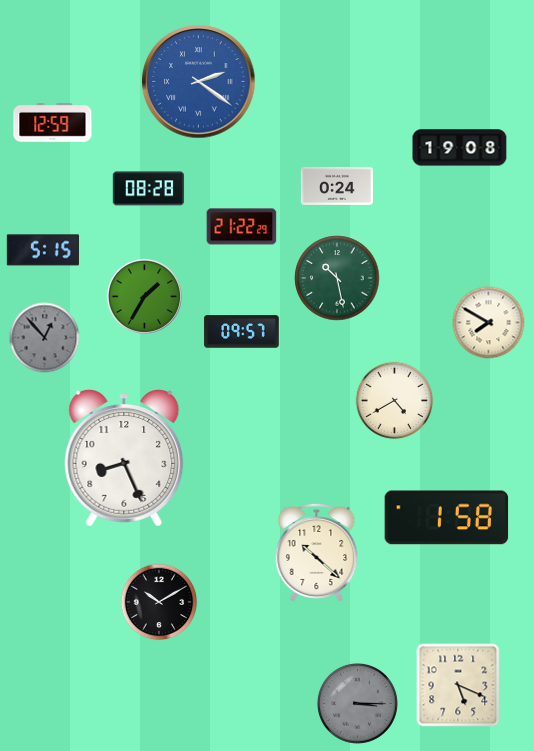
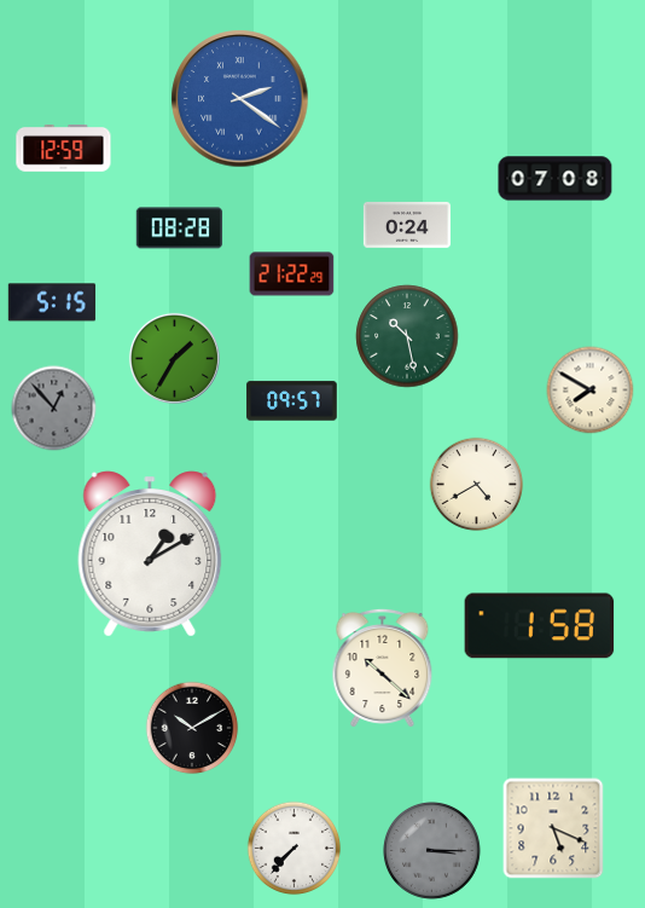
clock at (460, 148): 19:08 -> 07:08
clock at (124, 458): 8:26 -> 1:10
clock at (295, 849): none -> 7:37
